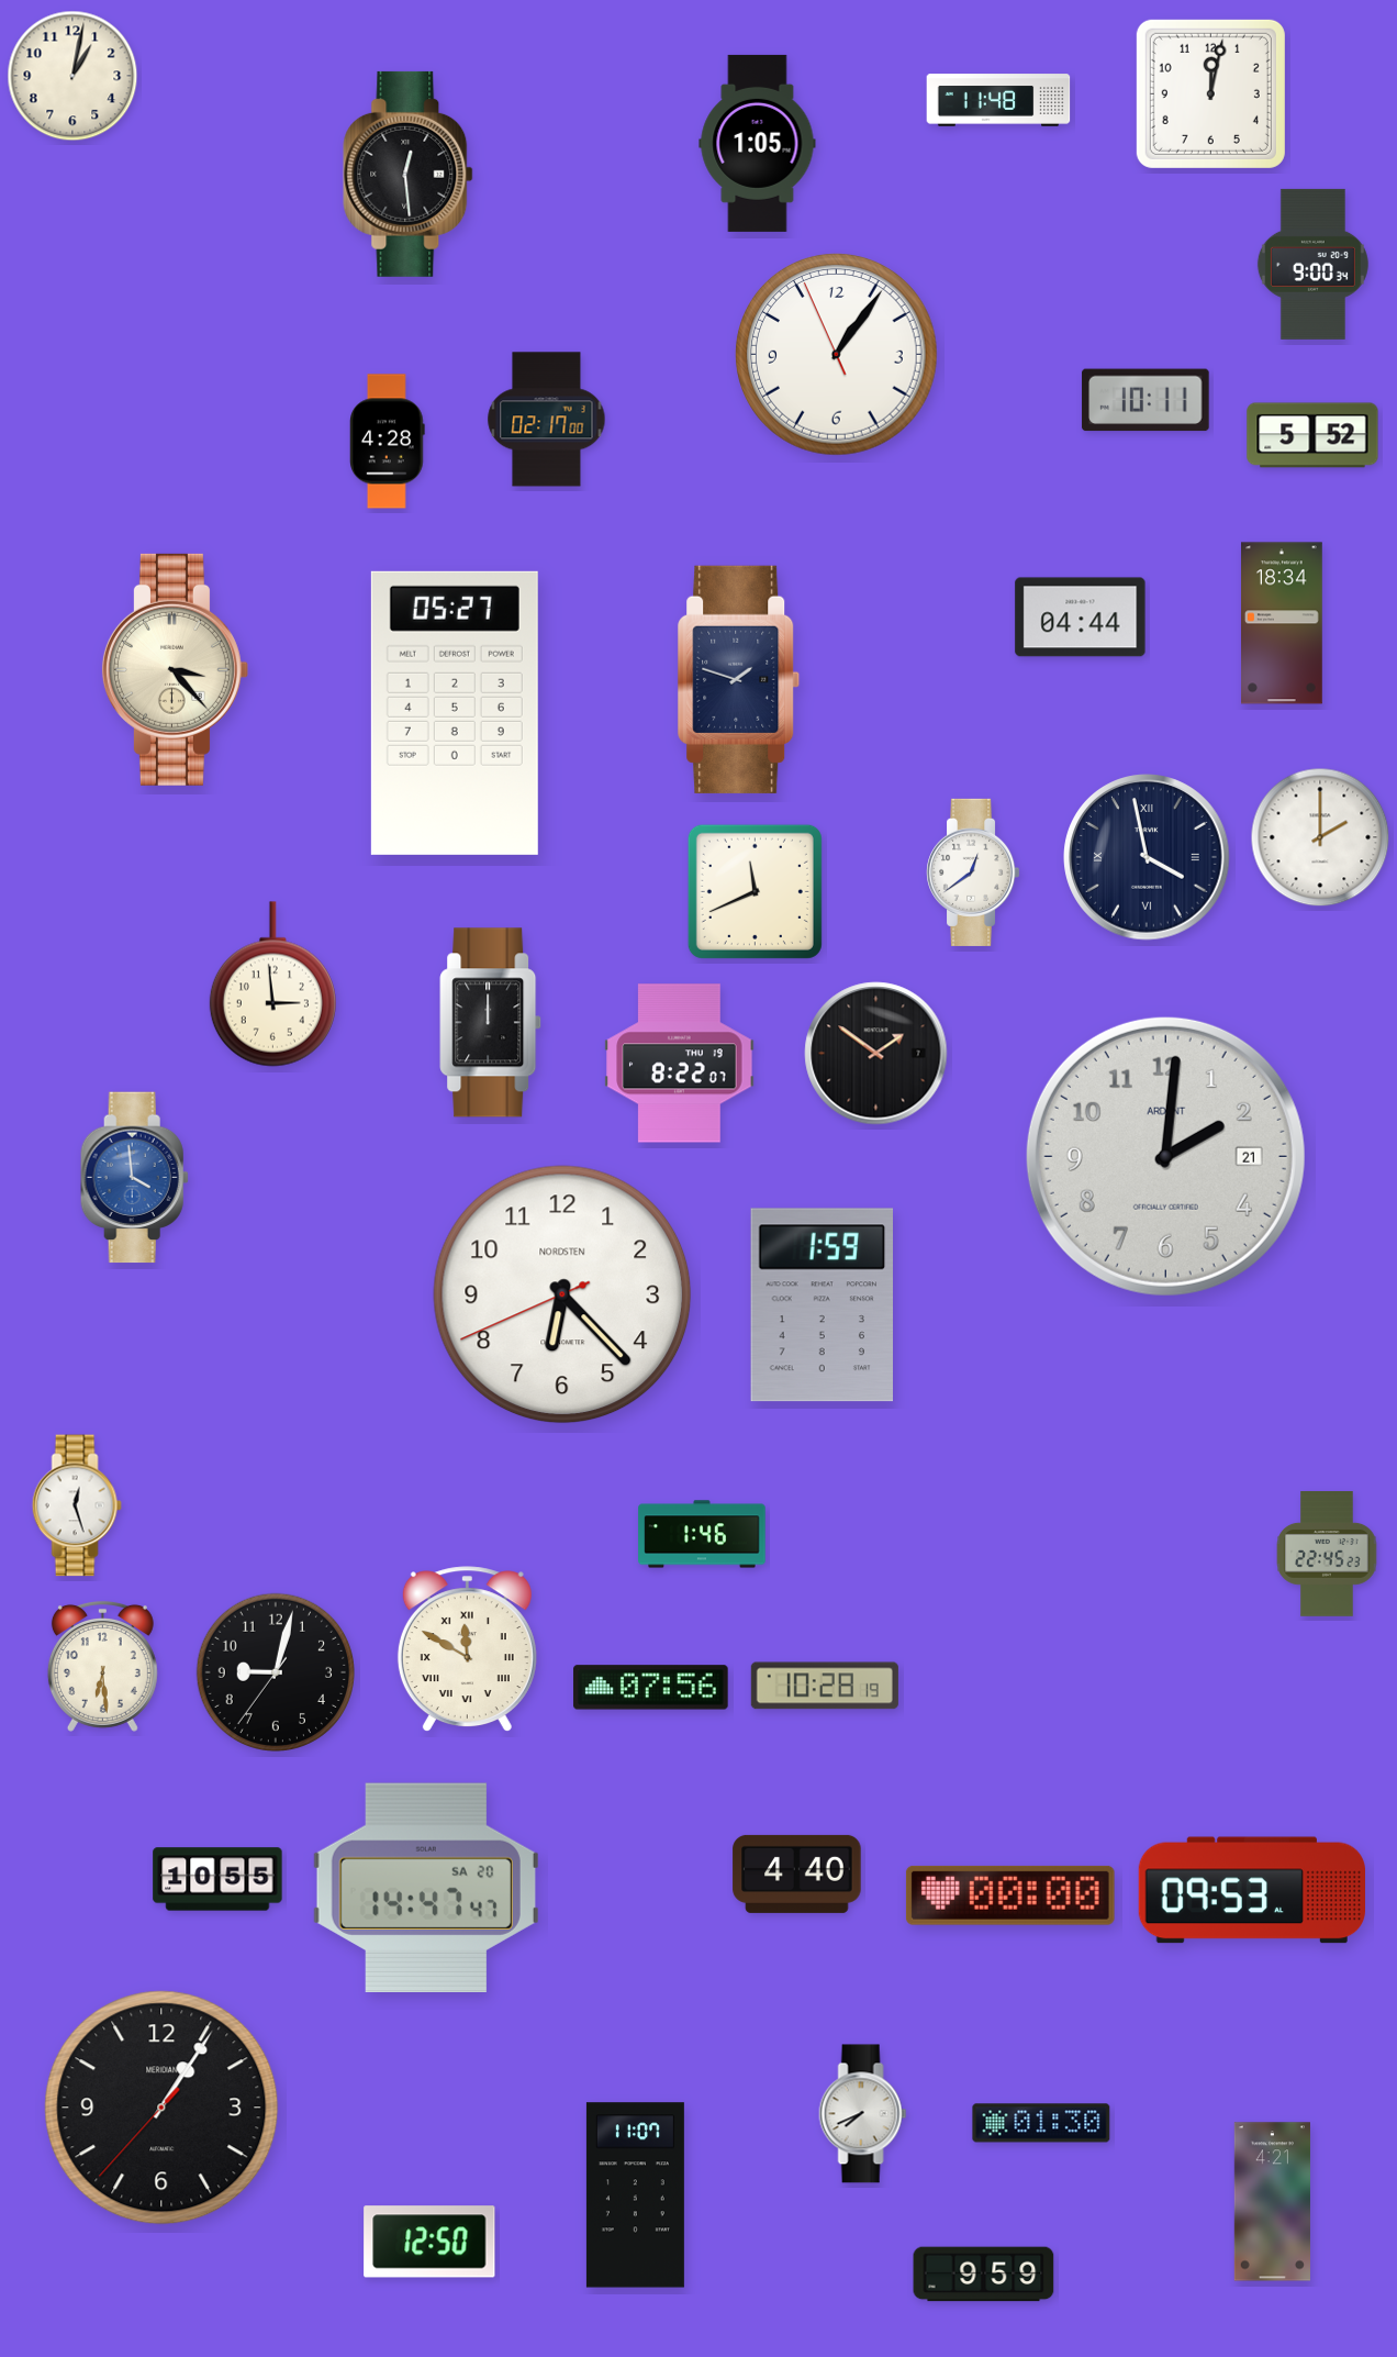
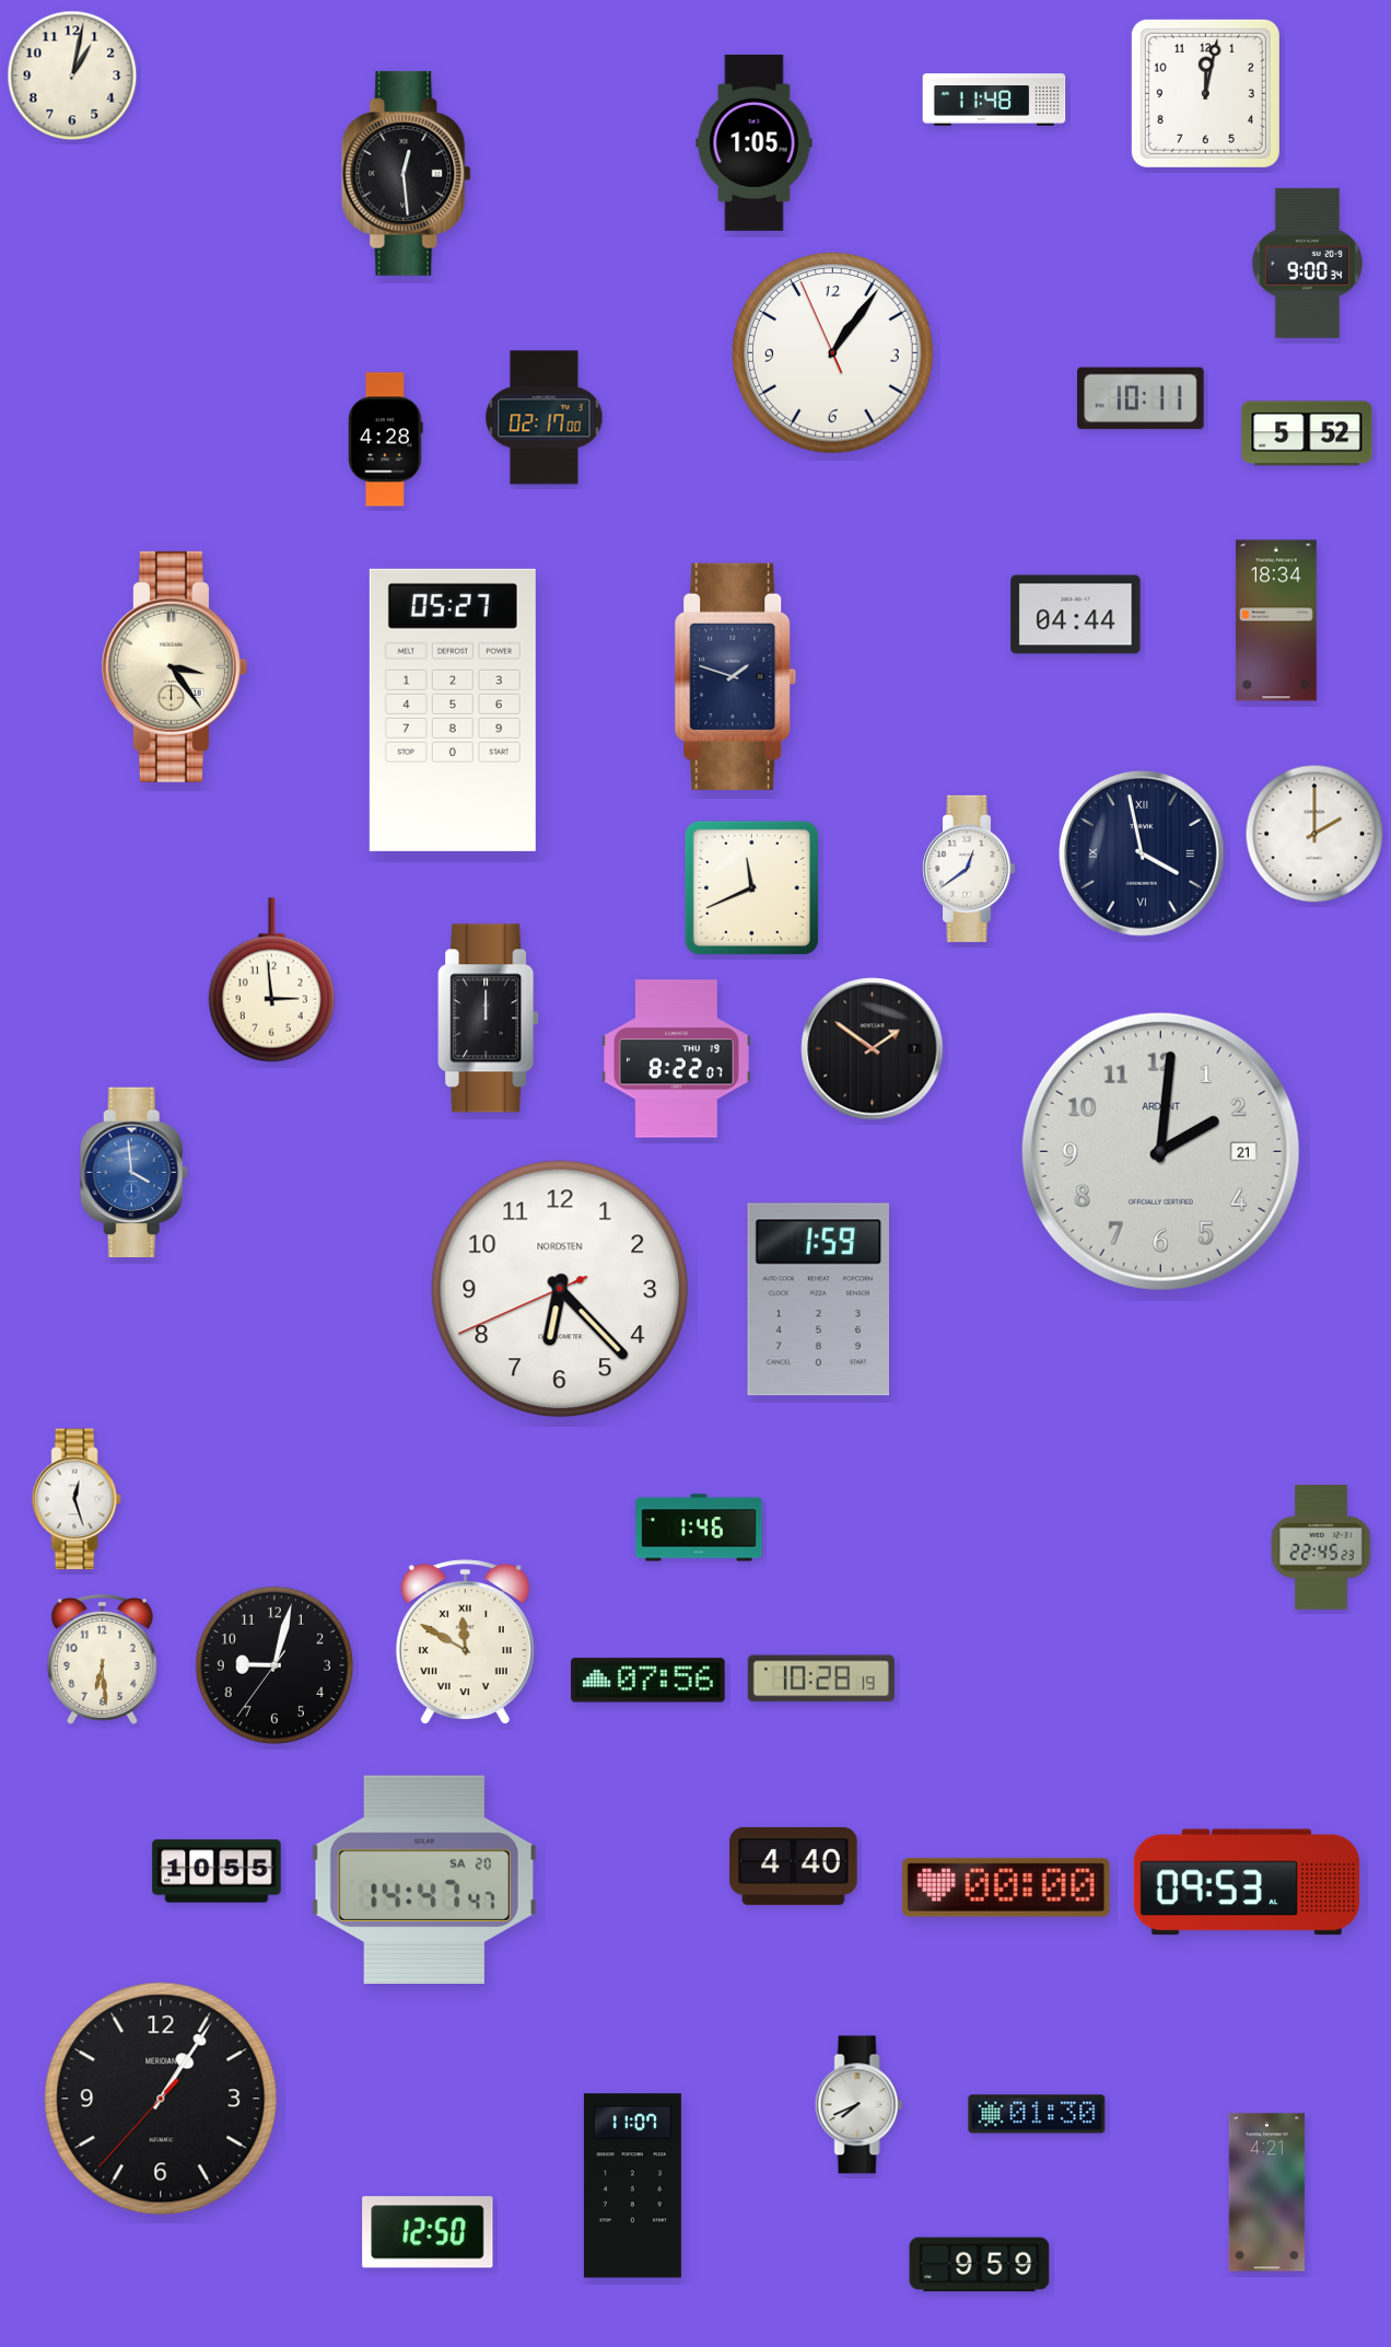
clock at (175, 669): 3:23 -> 3:24
